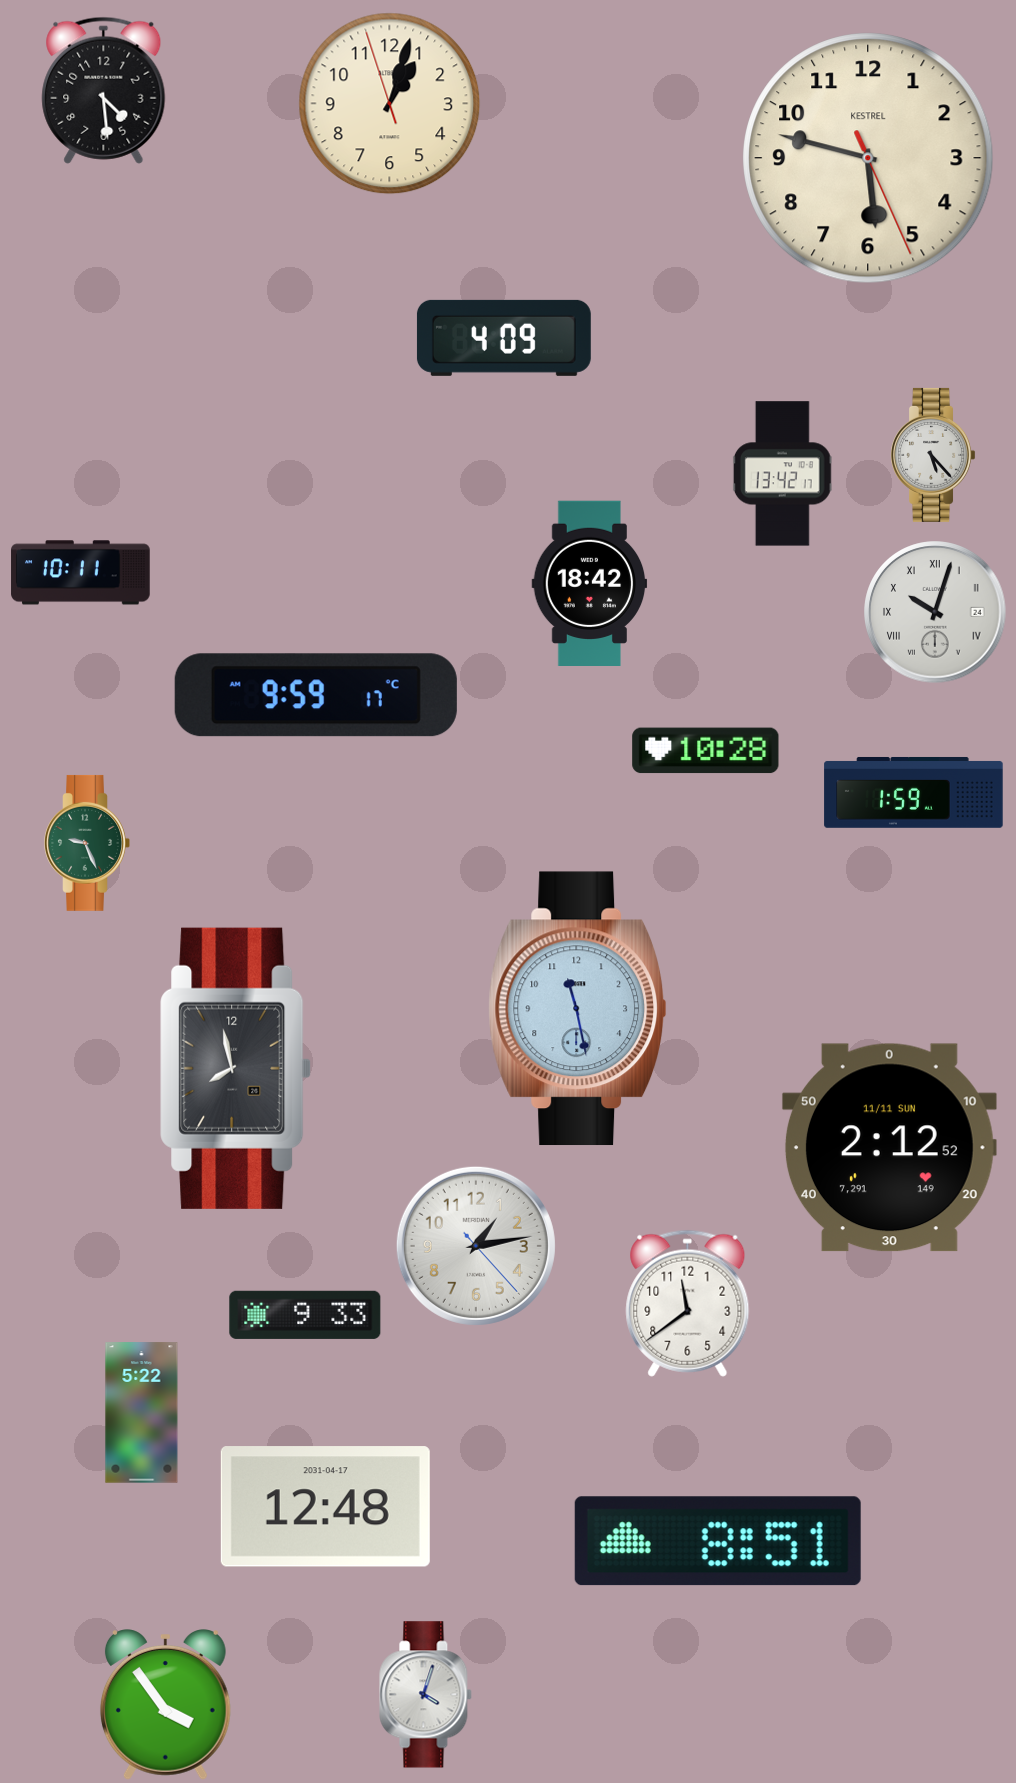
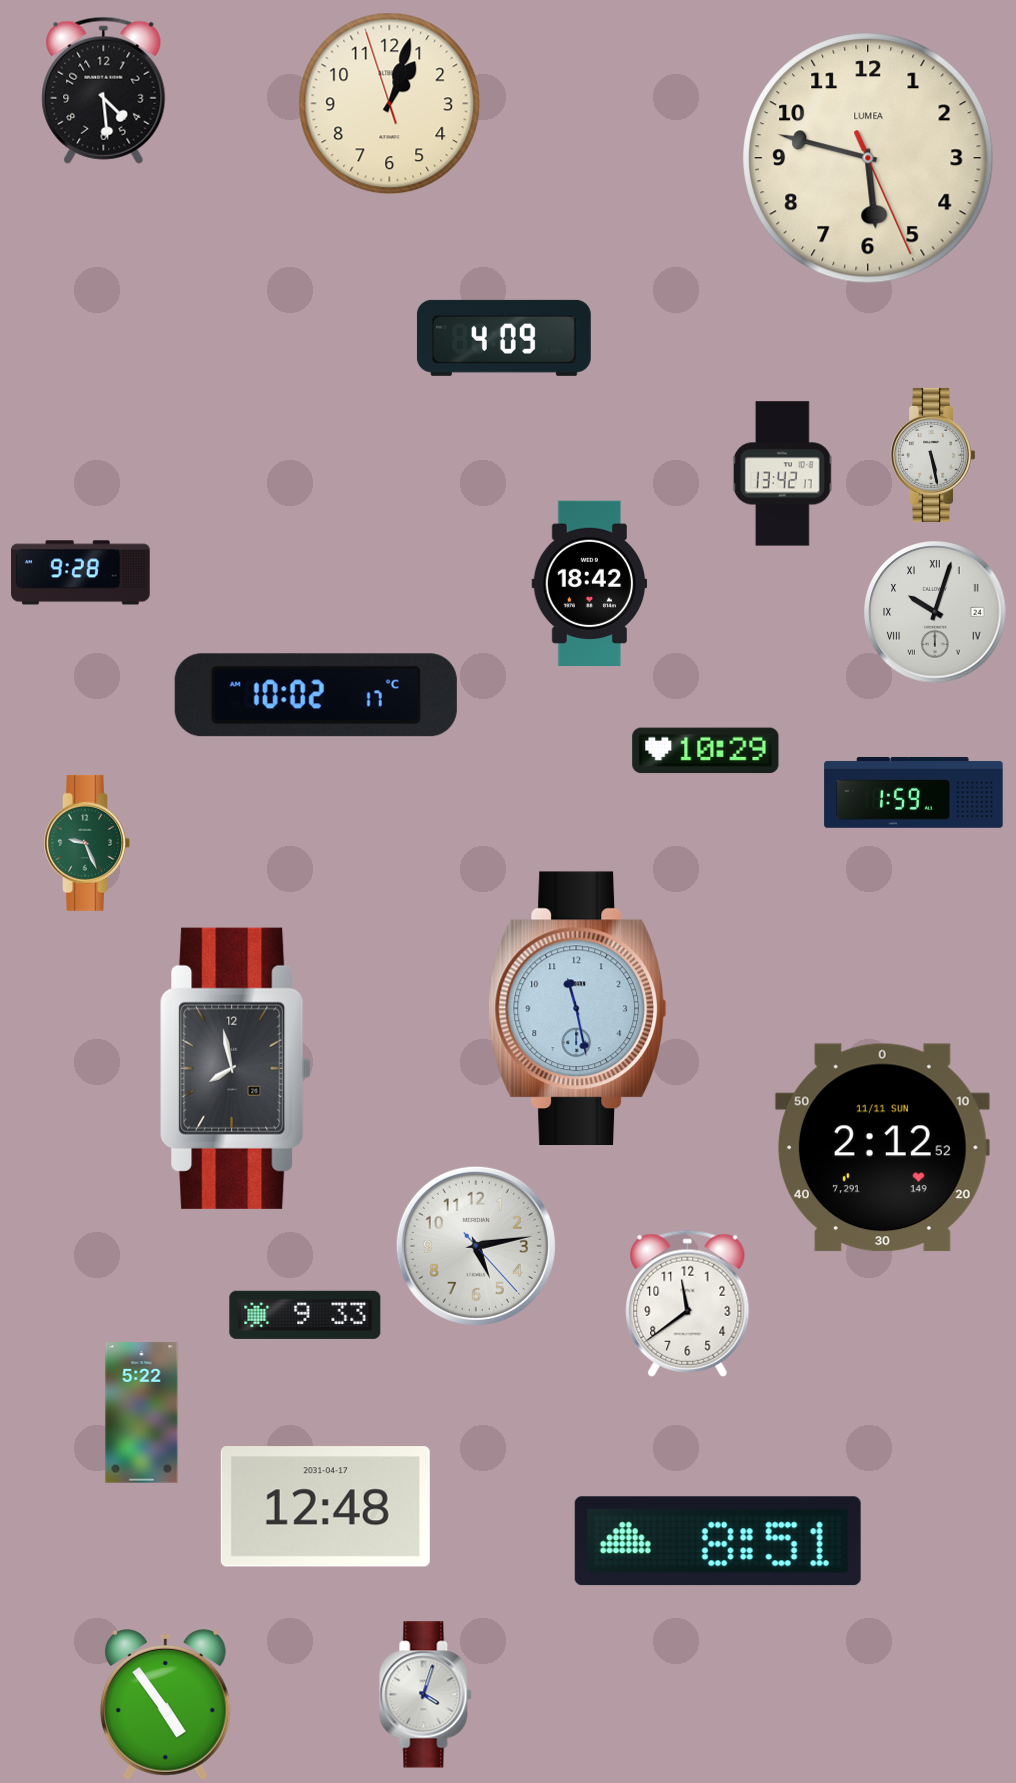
clock at (868, 158) brand: KESTREL -> LUMEA
clock at (933, 455): 5:23 -> 5:28
clock at (81, 573): 10:11 -> 9:28
clock at (316, 695): 9:59 -> 10:02
clock at (706, 751): 10:28 -> 10:29
clock at (889, 1148) position: (889, 1148) -> (882, 1148)
clock at (476, 1246): 1:13 -> 5:13
clock at (165, 1705): 3:54 -> 4:54
